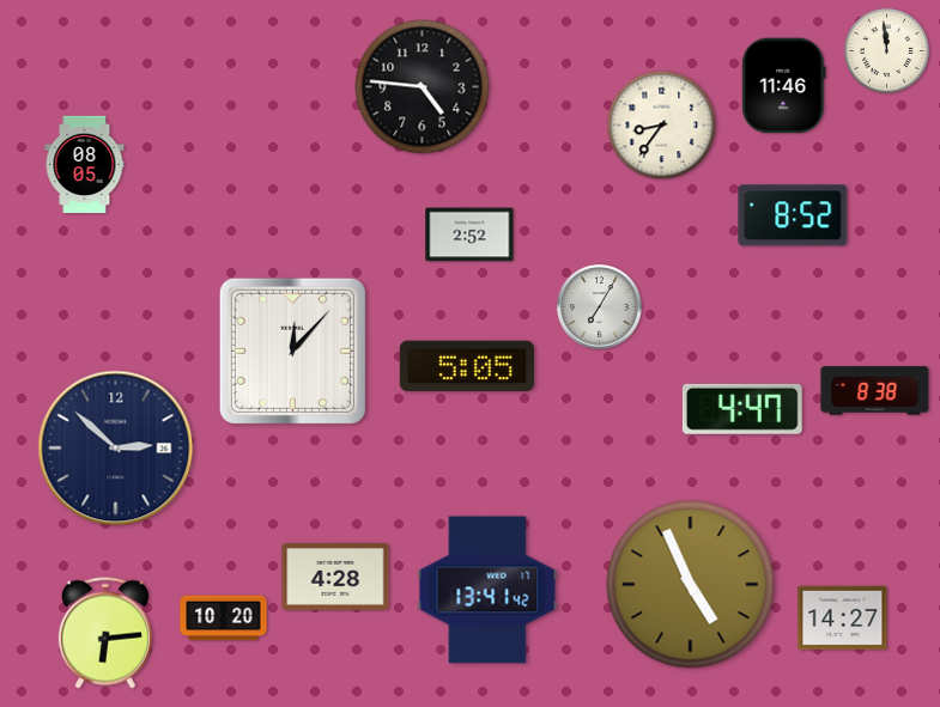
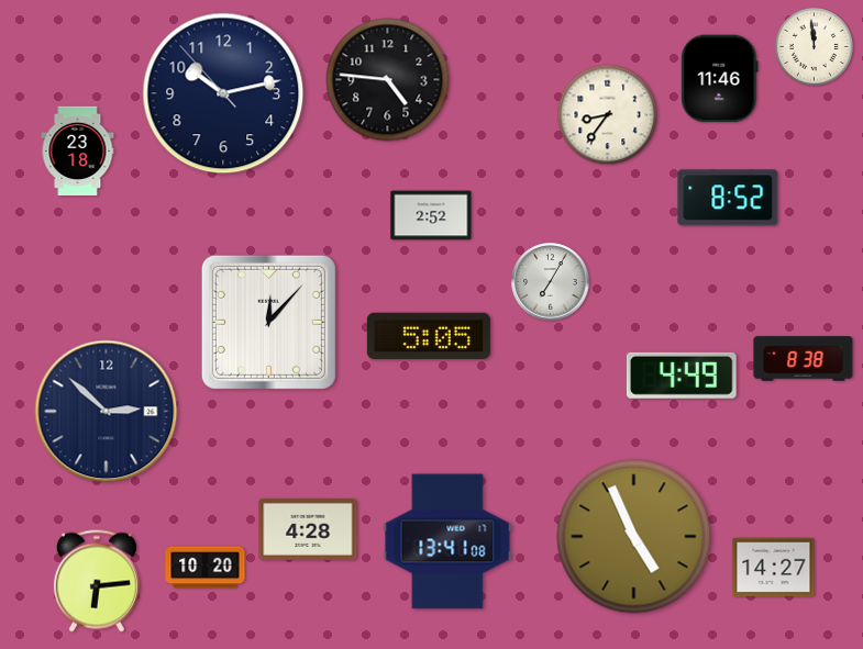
clock at (223, 93): none -> 10:12
clock at (85, 165): 08:05 -> 23:18
clock at (742, 409): 4:47 -> 4:49
clock at (487, 590): 13:41:42 -> 13:41:08
